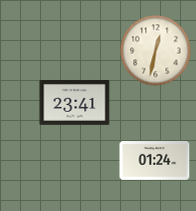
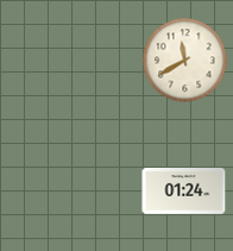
clock at (156, 51): 12:32 -> 11:40
clock at (75, 102): 23:41 -> none
